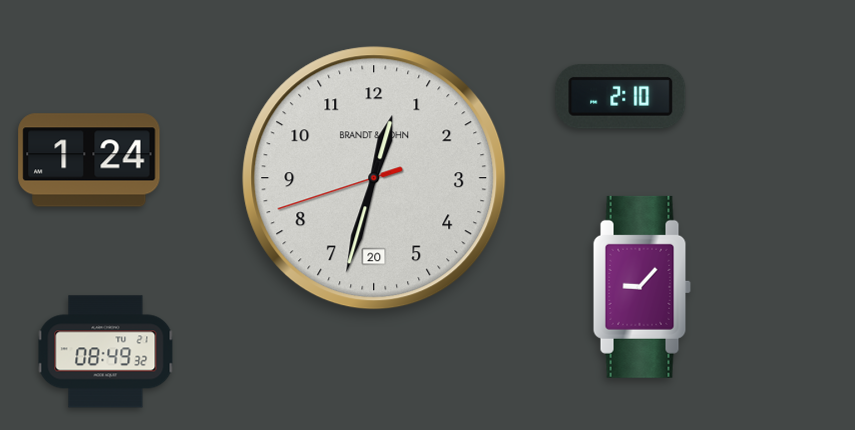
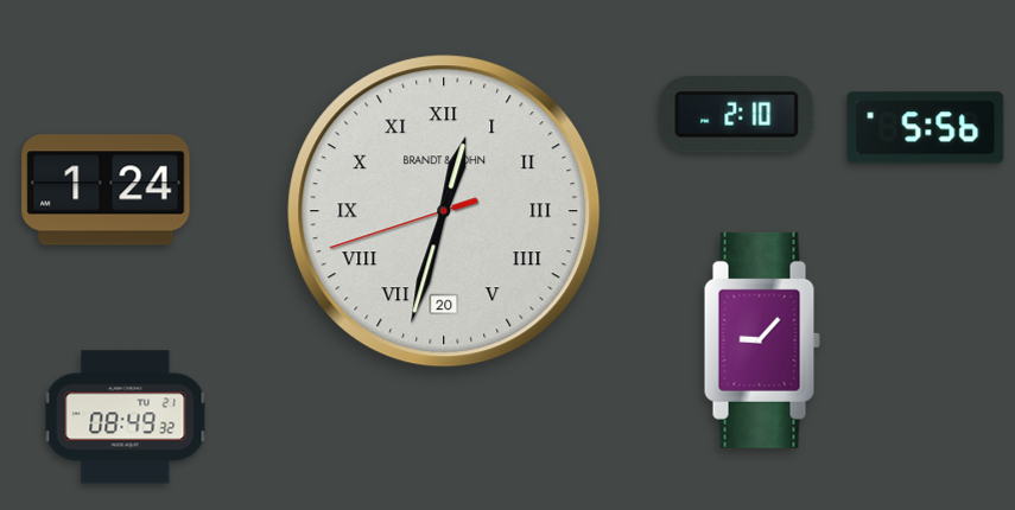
clock at (926, 128): none -> 5:56
clock at (374, 178) numerals: Arabic -> Roman
